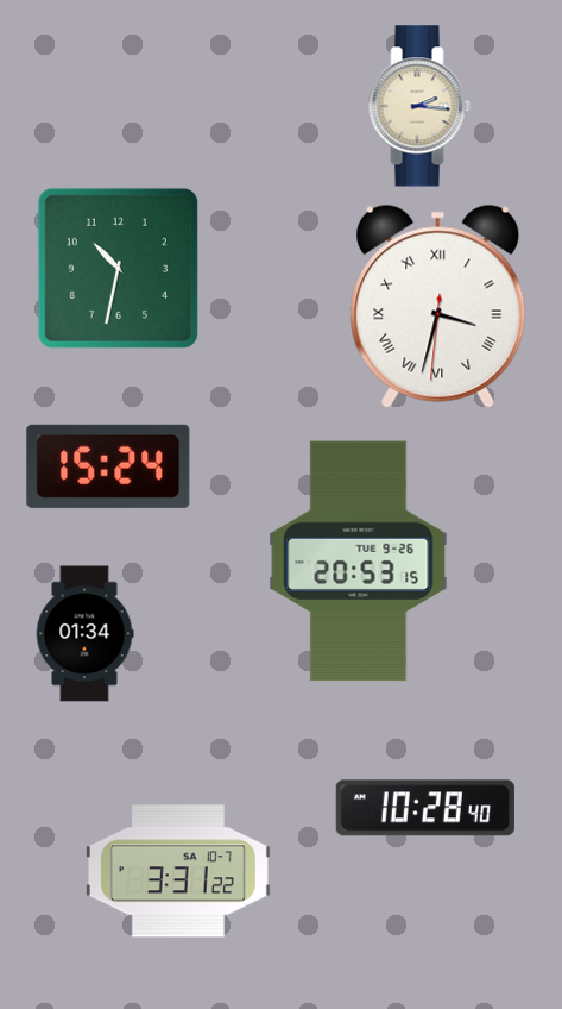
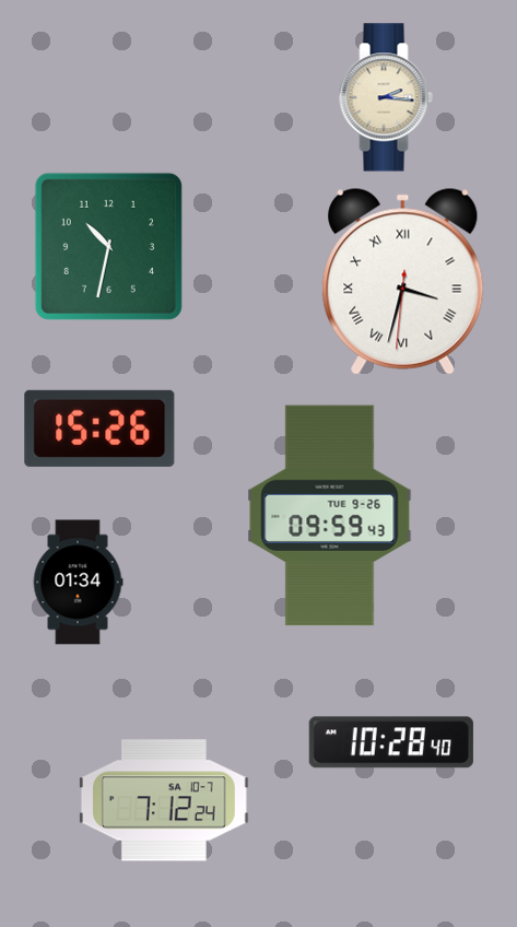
clock at (108, 466): 15:24 -> 15:26
clock at (359, 562): 20:53 -> 09:59
clock at (178, 871): 3:31 -> 7:12
